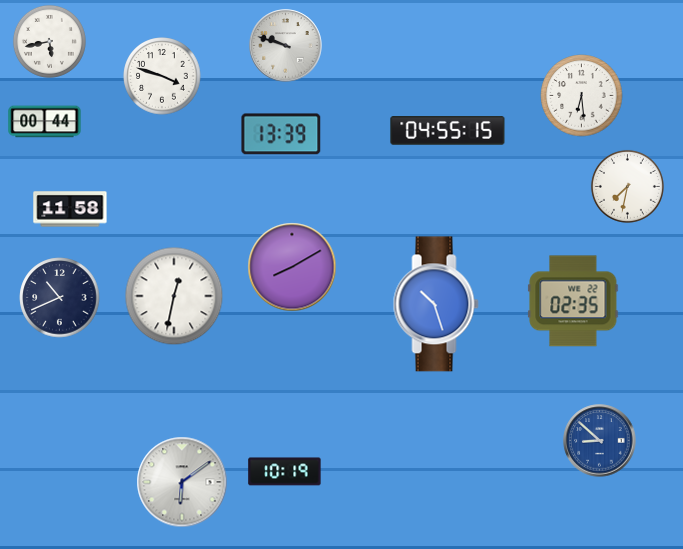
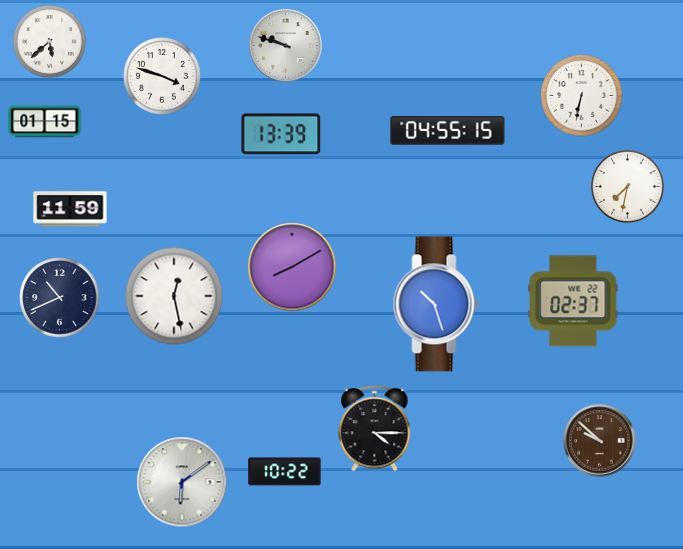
clock at (49, 41): 5:43 -> 5:38
clock at (582, 96): 6:29 -> 6:32
clock at (45, 122): 00:44 -> 01:15
clock at (70, 209): 11:58 -> 11:59
clock at (174, 296): 12:32 -> 12:28
clock at (573, 301): 02:35 -> 02:37
clock at (375, 429): none -> 4:15
clock at (600, 441): 8:52 -> 9:52
clock at (600, 441) dial: blue -> brown
clock at (285, 472): 10:19 -> 10:22
